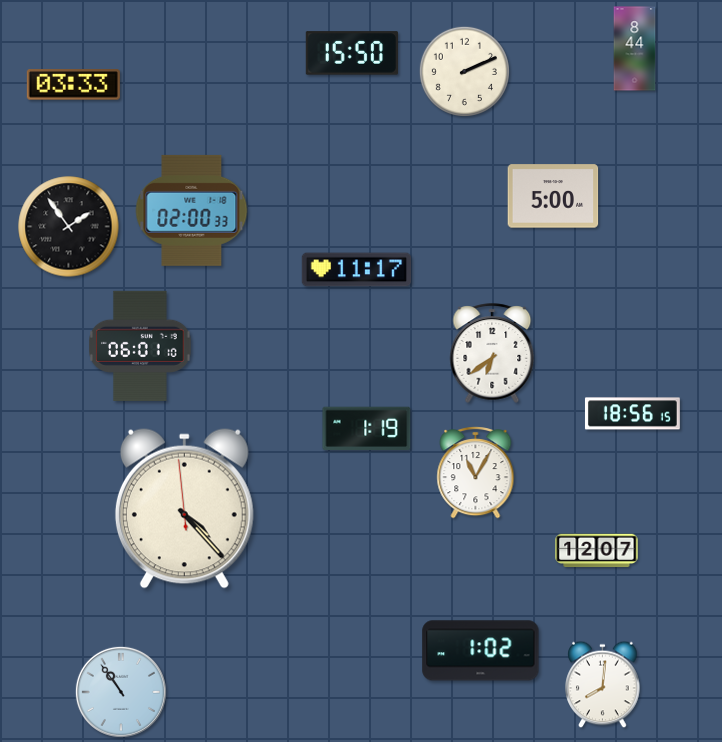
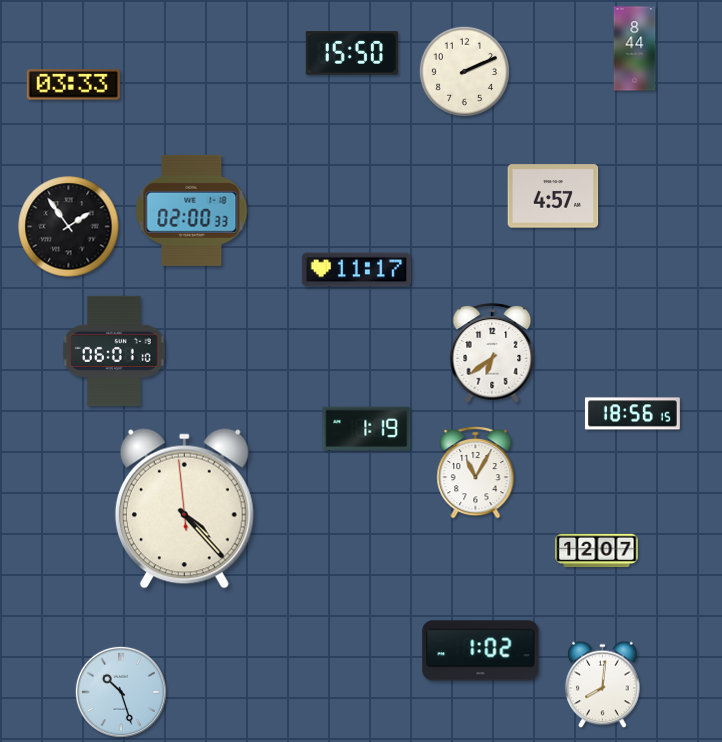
clock at (553, 196): 5:00 -> 4:57
clock at (140, 346) position: (140, 346) -> (114, 351)
clock at (121, 692): 10:54 -> 10:27
